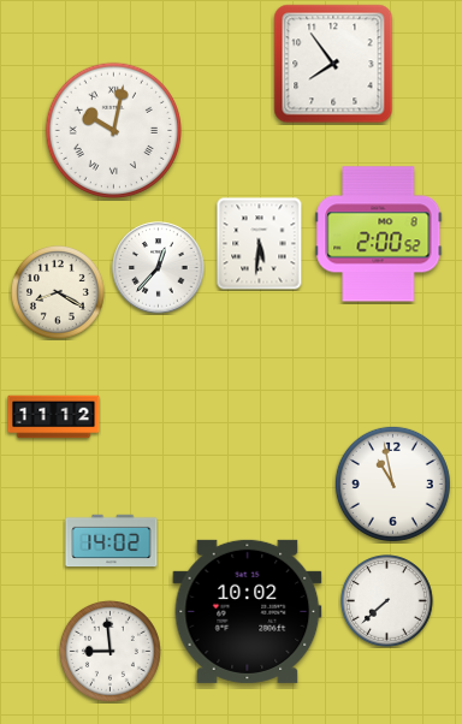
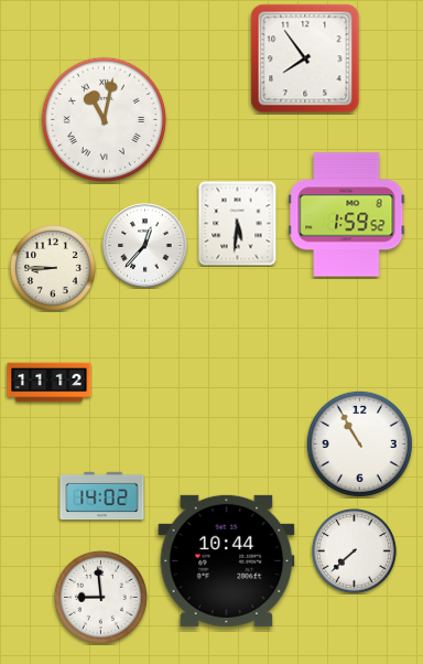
clock at (113, 130): 10:02 -> 11:02
clock at (379, 235): 2:00 -> 1:59
clock at (59, 293): 8:20 -> 8:45
clock at (392, 483): 10:58 -> 10:55
clock at (248, 611): 10:02 -> 10:44
